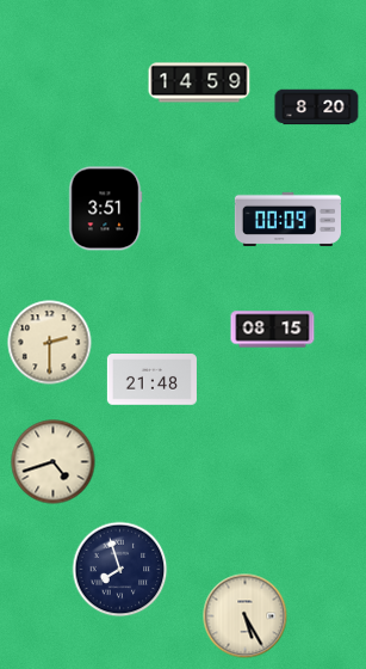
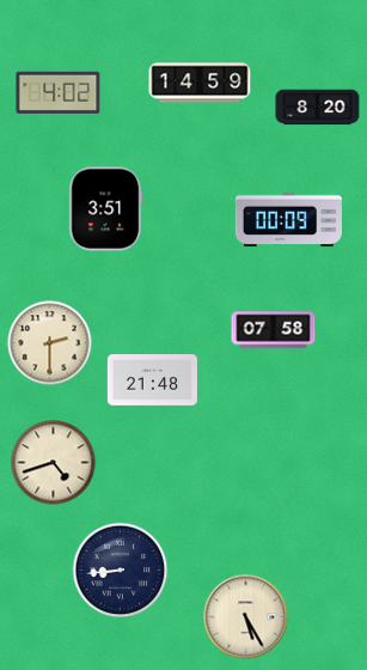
clock at (59, 92): none -> 4:02
clock at (273, 330): 08:15 -> 07:58
clock at (120, 570): 7:57 -> 8:44
